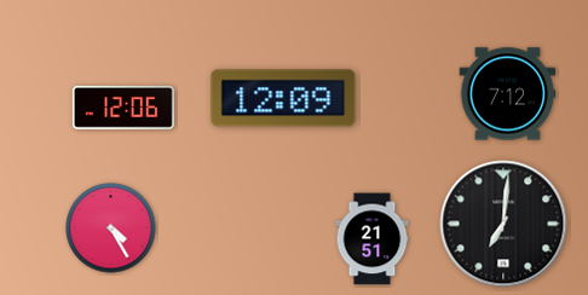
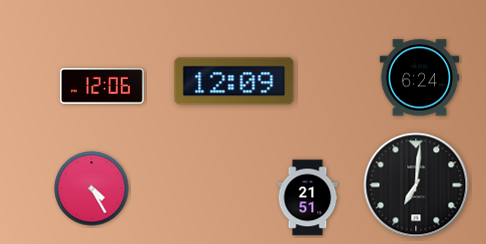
clock at (508, 94): 7:12 -> 6:24
clock at (123, 108) position: (123, 108) -> (102, 86)
